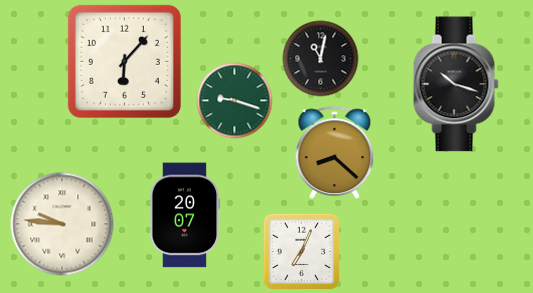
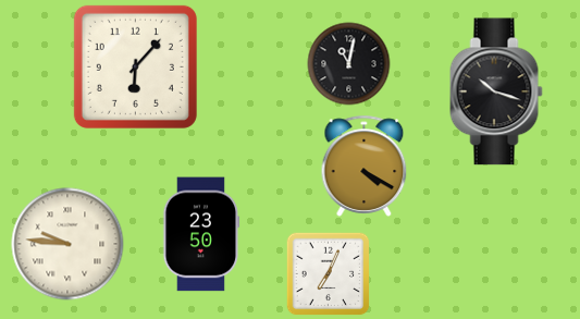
clock at (235, 101): 9:18 -> none
clock at (335, 152): 8:22 -> 4:20
clock at (185, 215): 20:07 -> 23:50
